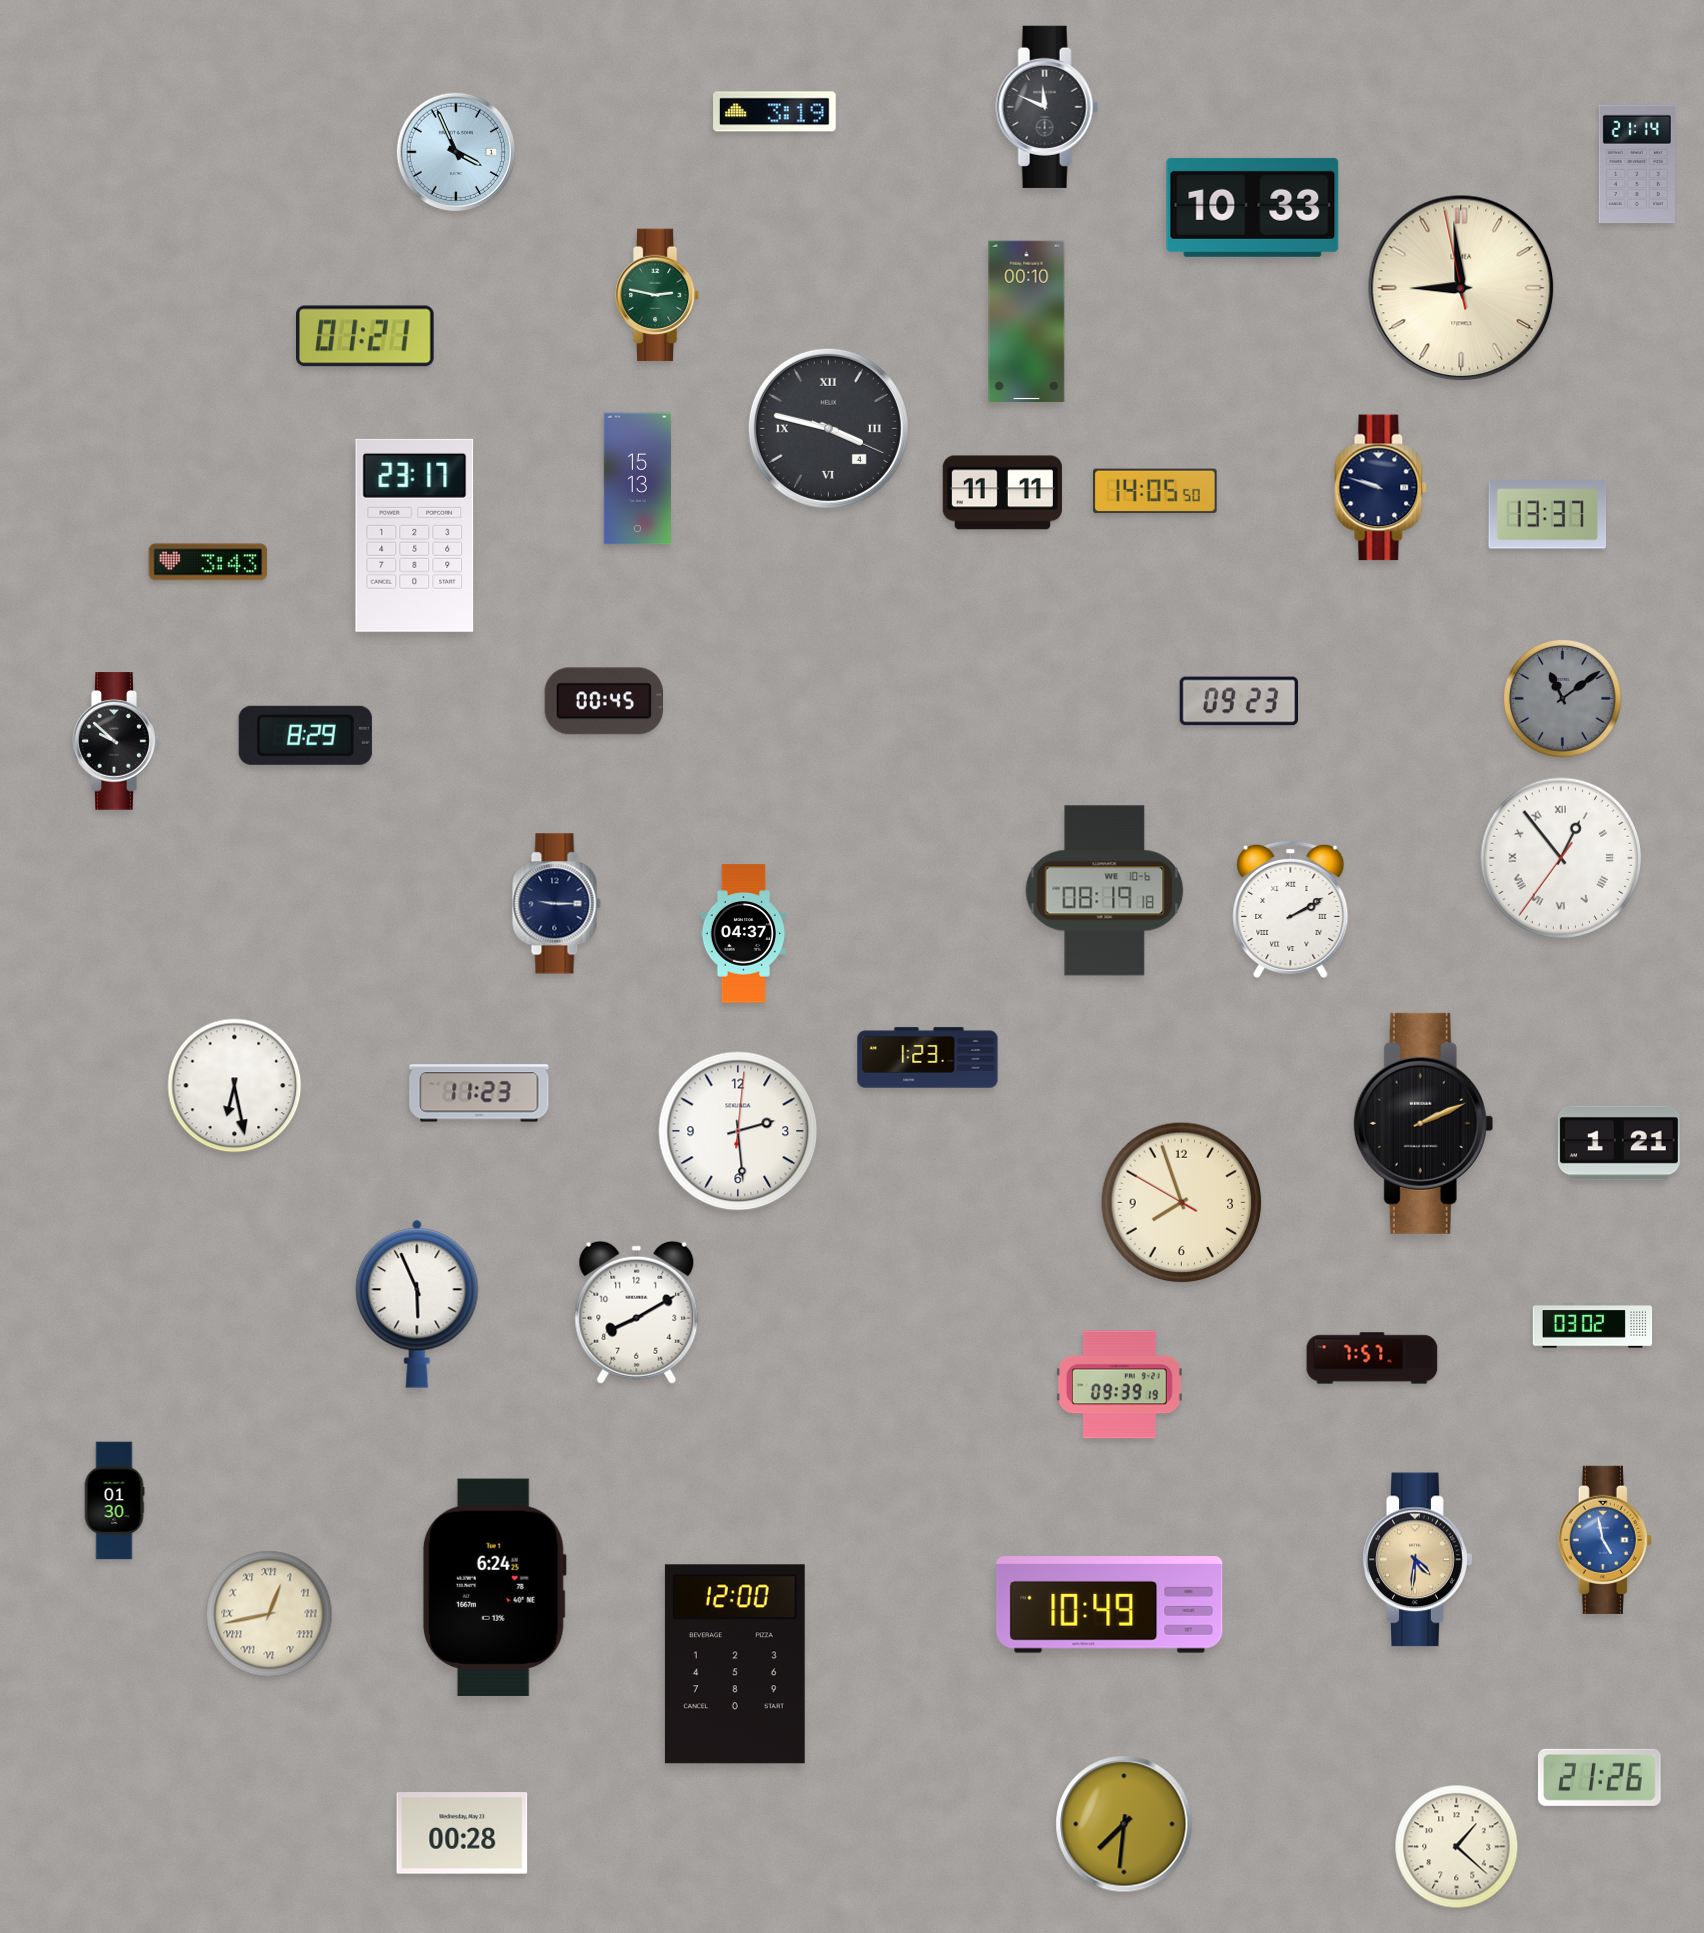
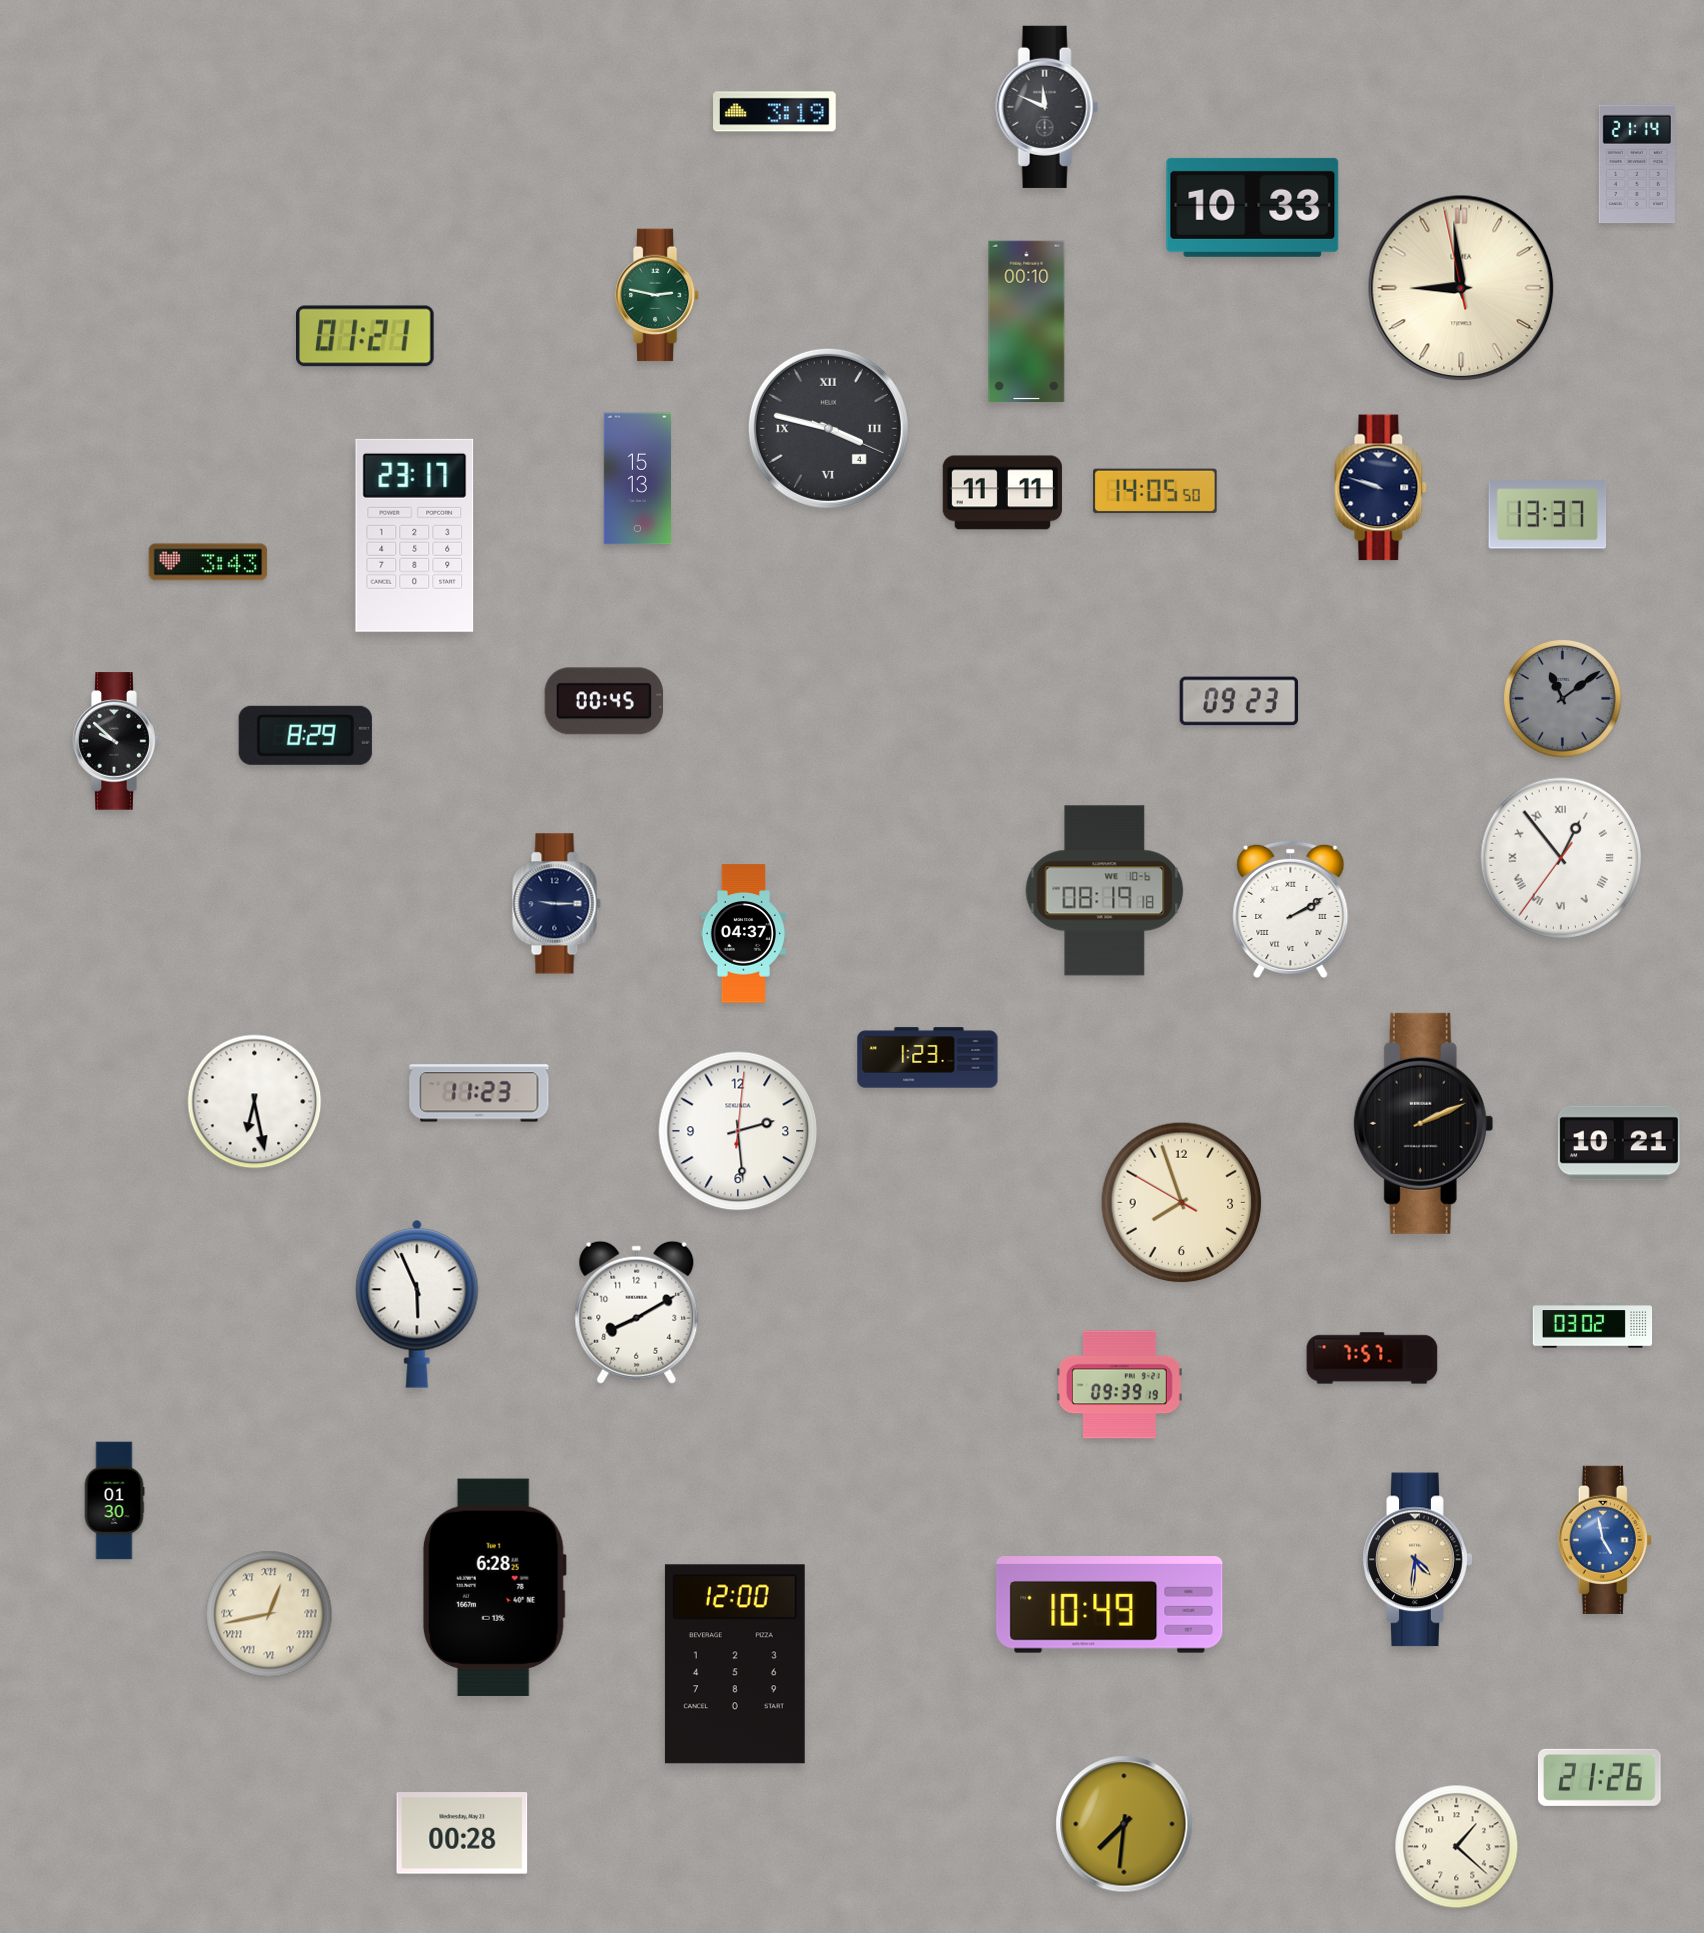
clock at (456, 152): 3:56 -> none
clock at (235, 1086) position: (235, 1086) -> (255, 1102)
clock at (1619, 1143): 1:21 -> 10:21
clock at (494, 1587): 6:24 -> 6:28
